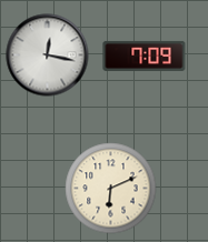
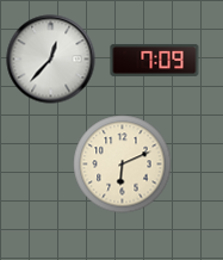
clock at (48, 56): 12:17 -> 12:37
clock at (111, 189) position: (111, 189) -> (123, 165)
